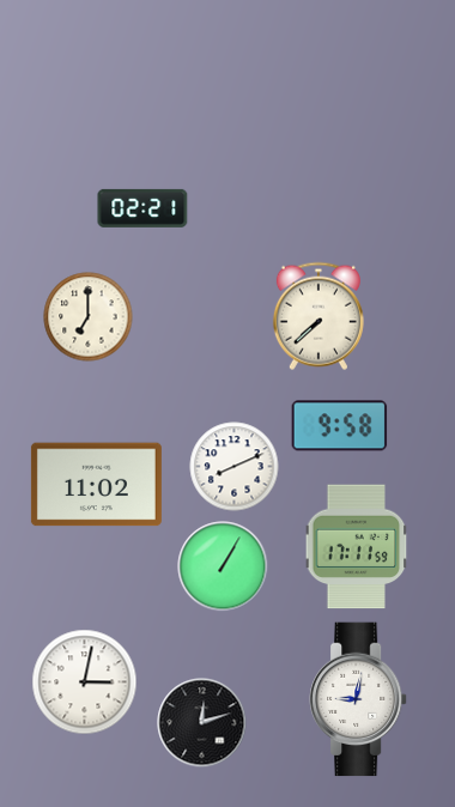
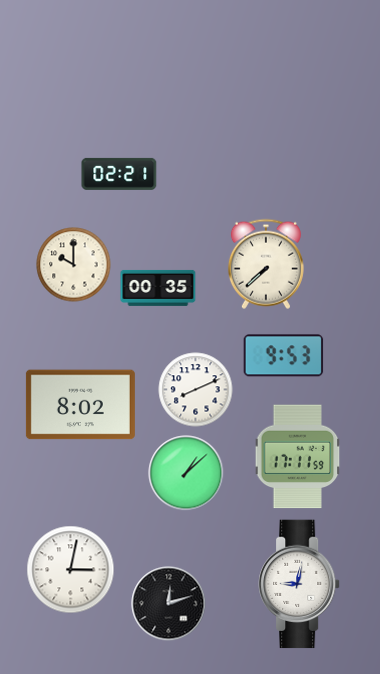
clock at (89, 317): 7:00 -> 10:00
clock at (158, 288): none -> 00:35
clock at (340, 426): 9:58 -> 9:53
clock at (96, 485): 11:02 -> 8:02
clock at (223, 566): 1:05 -> 1:08
